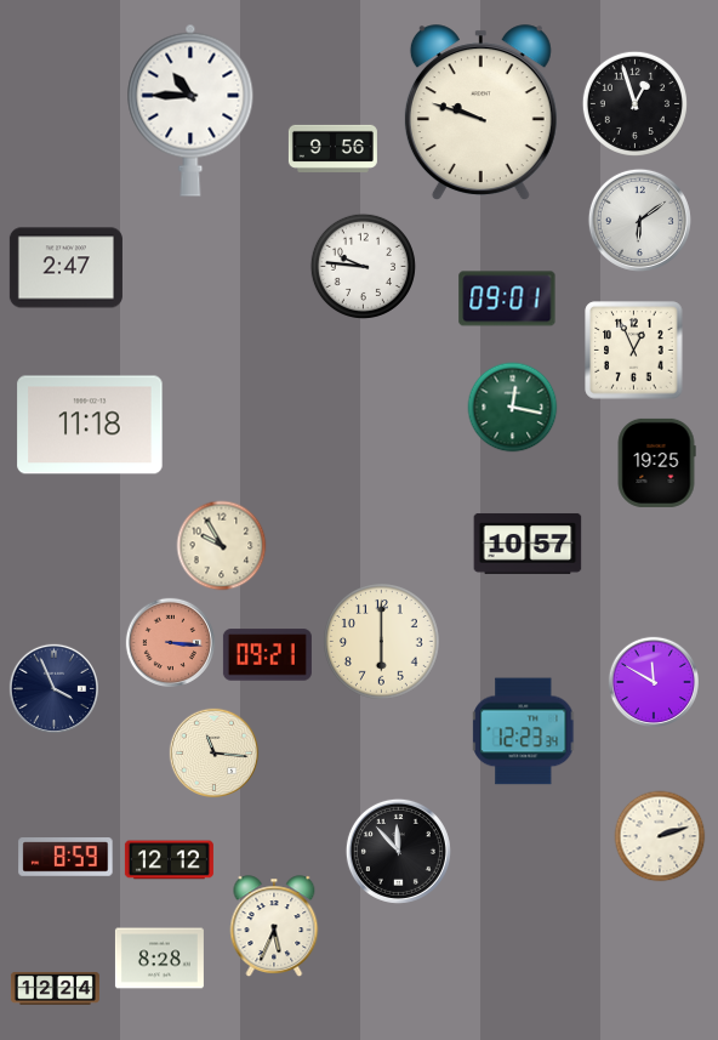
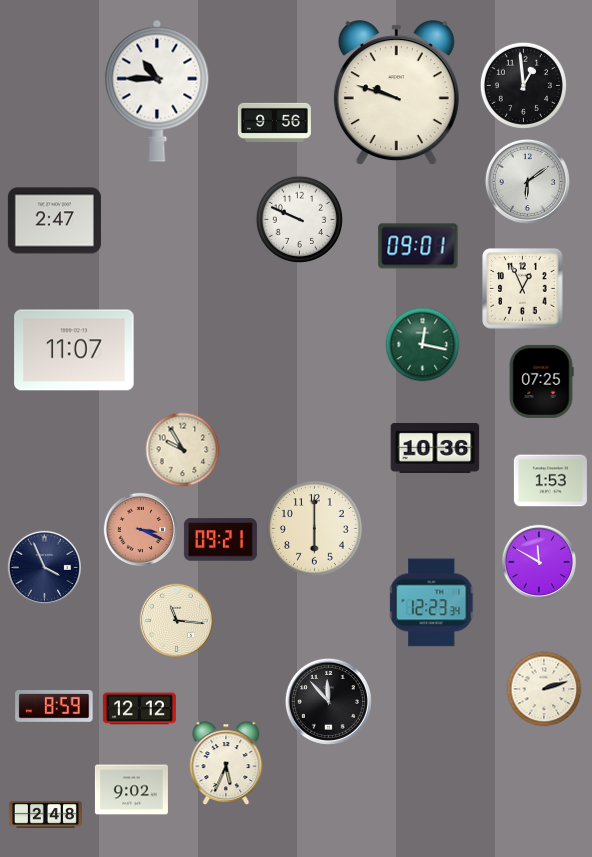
clock at (634, 103): 12:57 -> 12:59
clock at (363, 266): 9:46 -> 9:49
clock at (513, 408) position: (513, 408) -> (423, 345)
clock at (90, 425): 11:18 -> 11:07
clock at (656, 462): 19:25 -> 07:25
clock at (528, 544): 10:57 -> 10:36
clock at (550, 481): none -> 1:53
clock at (170, 642): 3:16 -> 3:19
clock at (159, 959): 8:28 -> 9:02
clock at (55, 988): 12:24 -> 2:48
